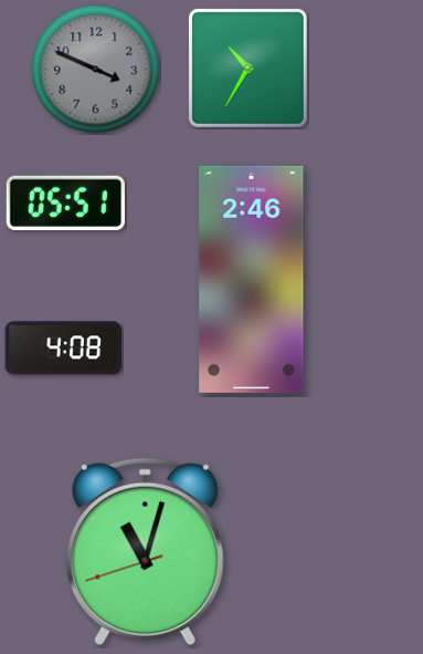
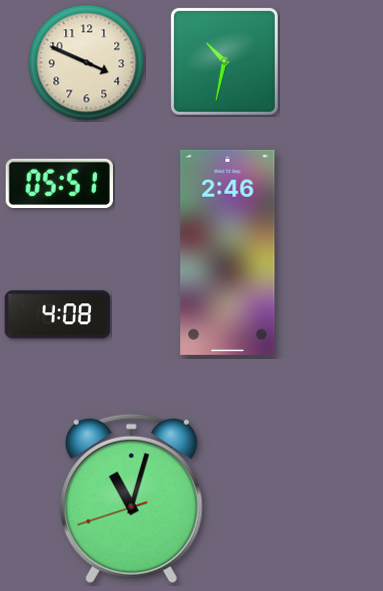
clock at (247, 68): 10:35 -> 10:32
clock at (96, 70) dial: grey -> cream
